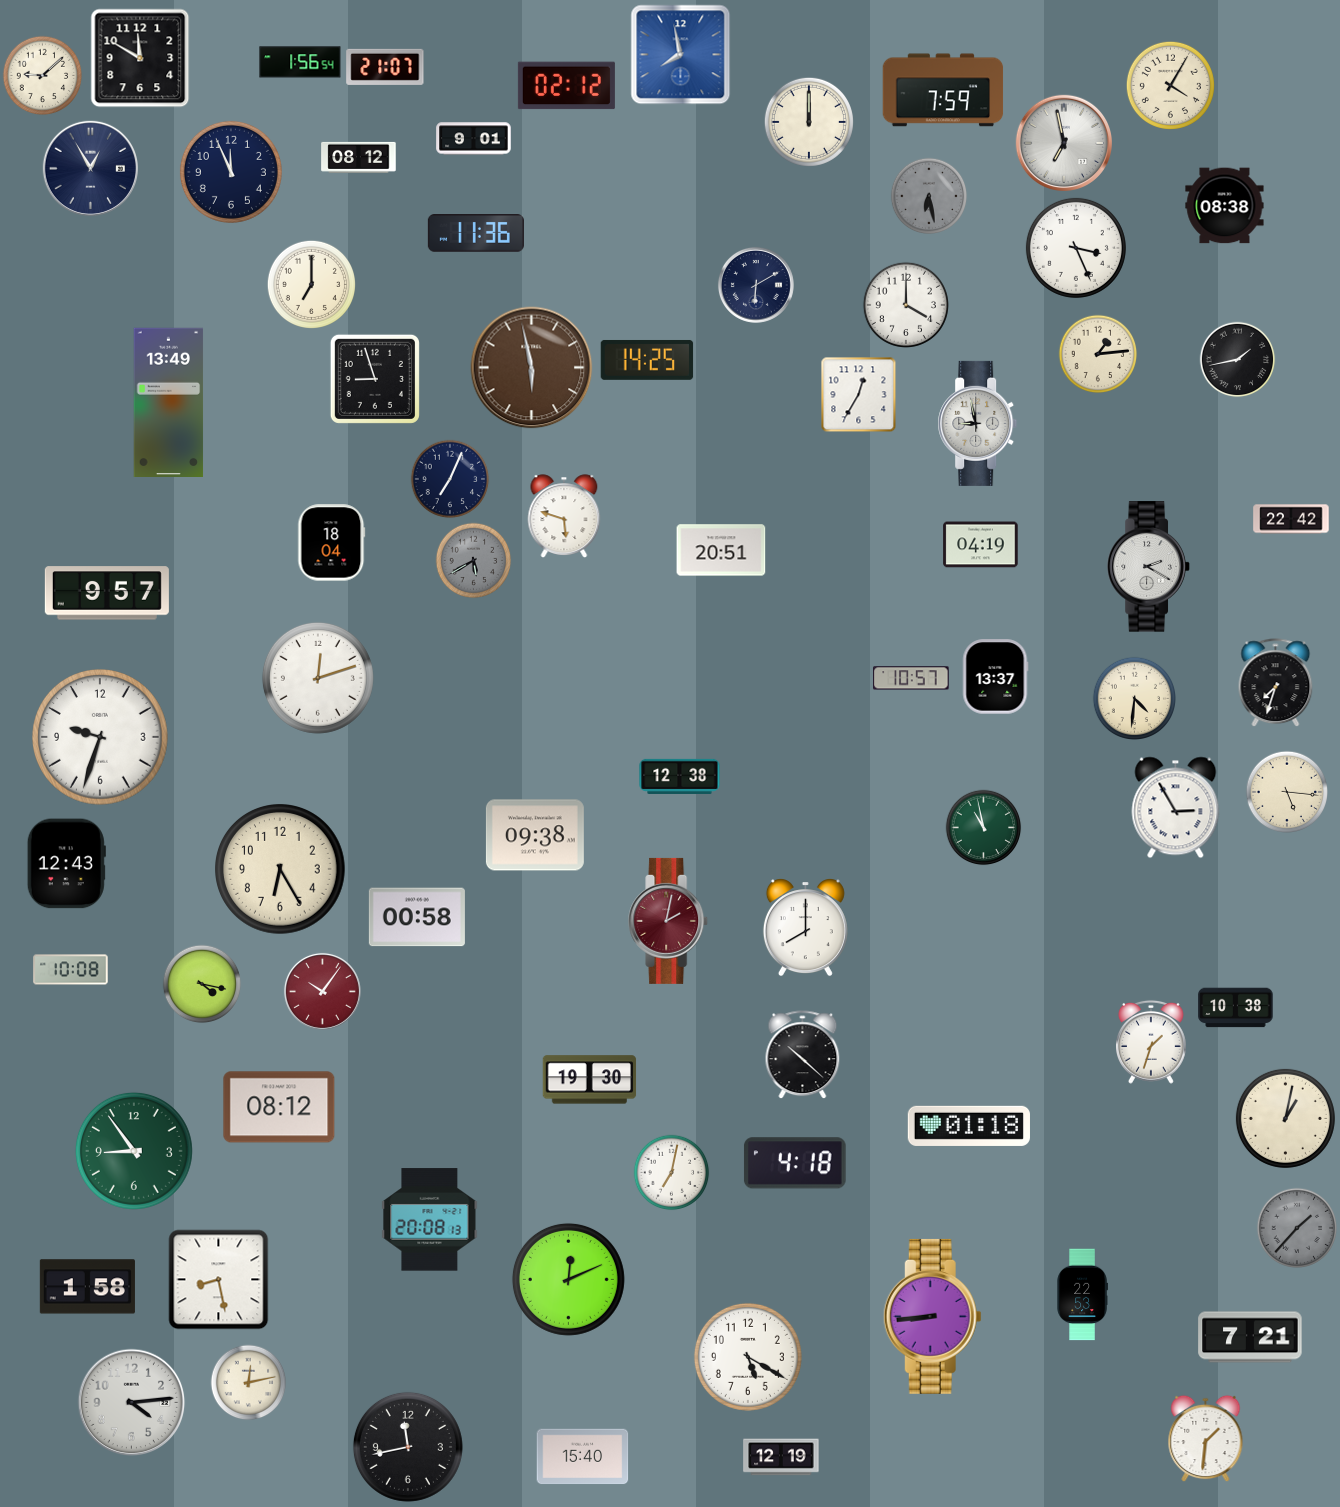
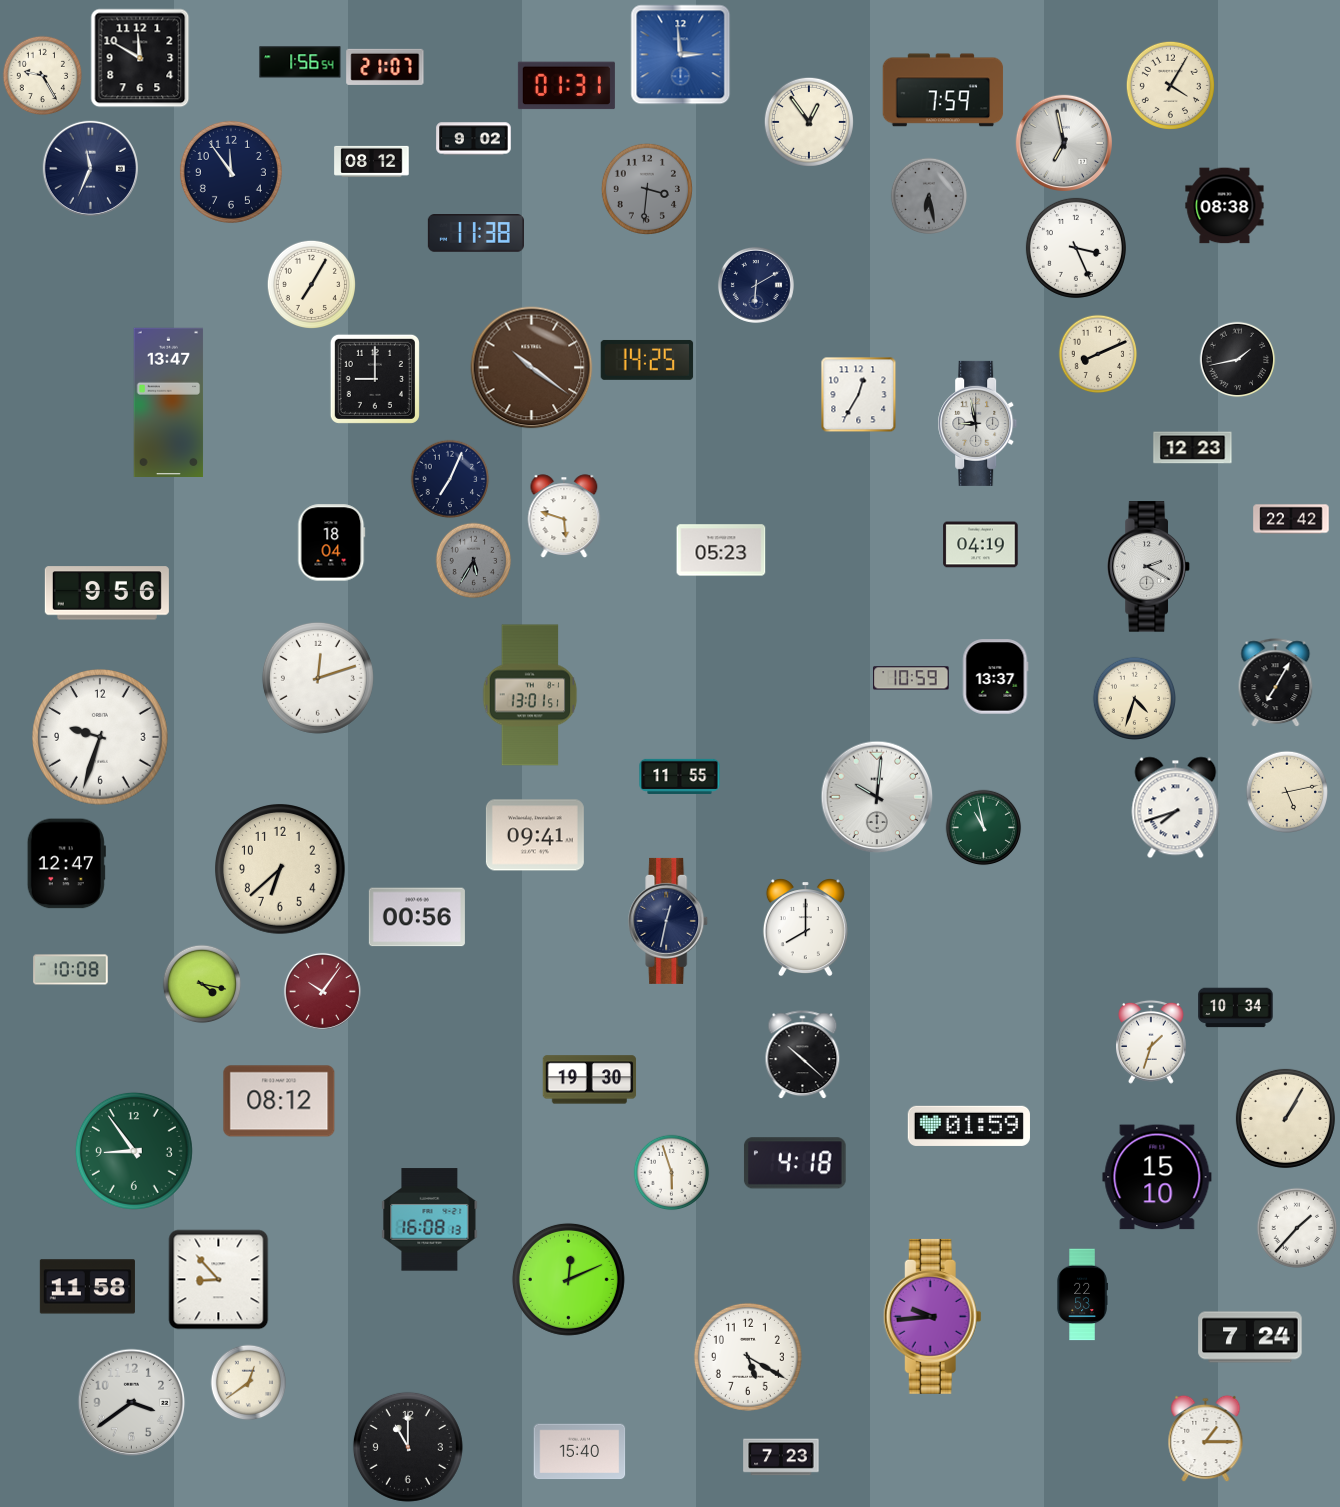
clock at (681, 55): 7:58 -> 2:59
clock at (43, 76): 9:08 -> 9:25
clock at (566, 86): 02:12 -> 01:31
clock at (809, 122): 12:00 -> 12:54
clock at (474, 139): 9:01 -> 9:02
clock at (359, 157) position: (359, 157) -> (372, 161)
clock at (90, 168): 12:55 -> 11:34
clock at (231, 172): 11:56 -> 11:54
clock at (647, 189): none -> 3:31
clock at (476, 233): 11:36 -> 11:38
clock at (311, 284): 7:00 -> 7:05
clock at (905, 304): 4:00 -> none
clock at (1098, 354): 1:14 -> 8:11
clock at (532, 368): 5:58 -> 10:21
clock at (375, 379): 8:57 -> 9:00
clock at (169, 402): 13:49 -> 13:47
clock at (1193, 448): none -> 12:23
clock at (721, 550): 20:51 -> 05:23
clock at (474, 561): 5:40 -> 5:35
clock at (107, 593): 9:57 -> 9:56
clock at (911, 678): 10:57 -> 10:59
clock at (1276, 683): 7:33 -> 7:05
clock at (530, 695): none -> 13:01
clock at (1134, 698): 4:31 -> 4:33
clock at (680, 776): 12:38 -> 11:55
clock at (1286, 791): 5:16 -> 5:13
clock at (877, 797): none -> 10:01
clock at (1176, 808): 2:55 -> 7:42
clock at (535, 835): 09:38 -> 09:41
clock at (66, 864): 12:43 -> 12:47
clock at (281, 870): 6:25 -> 6:38
clock at (417, 917): 00:58 -> 00:56
clock at (669, 921): 2:02 -> 12:32
clock at (669, 921) dial: burgundy -> navy
clock at (1236, 1008): 10:38 -> 10:34
clock at (279, 1107) position: (279, 1107) -> (279, 1101)
clock at (1285, 1118): 1:02 -> 1:05
clock at (969, 1126): 01:18 -> 01:59
clock at (672, 1173): 7:02 -> 5:57
clock at (1157, 1177): none -> 15:10
clock at (430, 1220): 20:08 -> 16:08
clock at (1297, 1228) dial: grey -> white
clock at (219, 1280): 8:28 -> 8:53
clock at (87, 1287): 1:58 -> 11:58
clock at (932, 1316): 8:44 -> 9:44
clock at (1250, 1337): 7:21 -> 7:24
clock at (249, 1383): 12:13 -> 12:39
clock at (132, 1403): 4:14 -> 3:39
clock at (1206, 1439): 1:31 -> 1:15
clock at (408, 1447): 11:43 -> 11:00
clock at (583, 1457) position: (583, 1457) -> (580, 1452)
clock at (781, 1457): 12:19 -> 7:23
